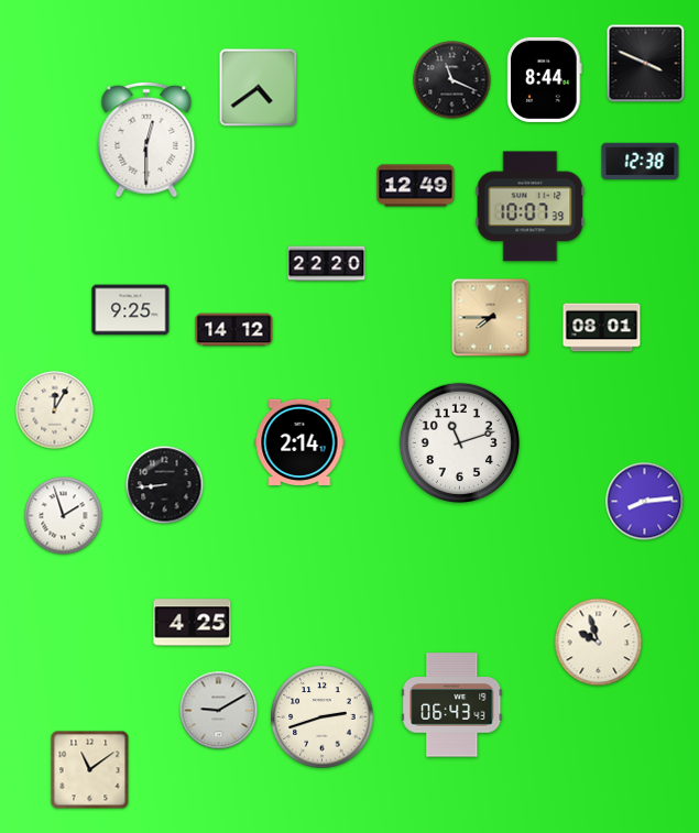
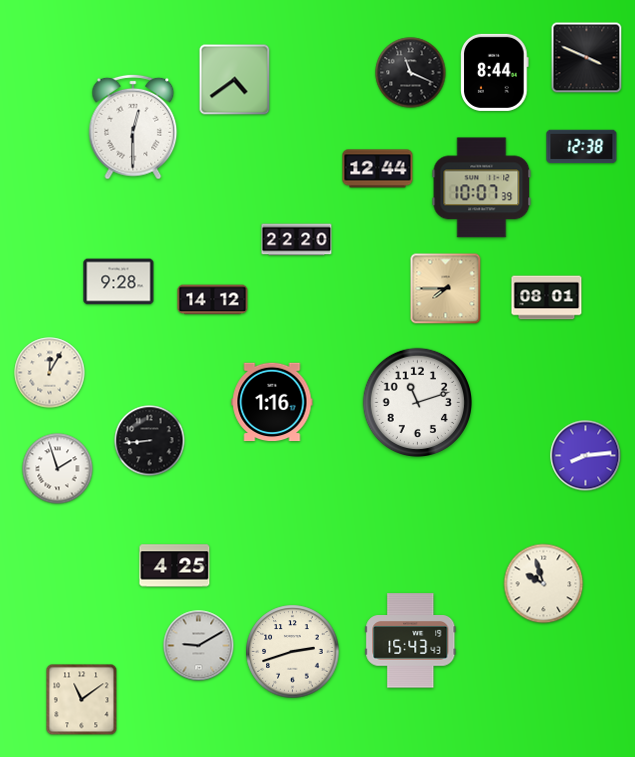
clock at (416, 186): 12:49 -> 12:44
clock at (131, 310): 9:25 -> 9:28
clock at (299, 442): 2:14 -> 1:16
clock at (452, 705): 06:43 -> 15:43
